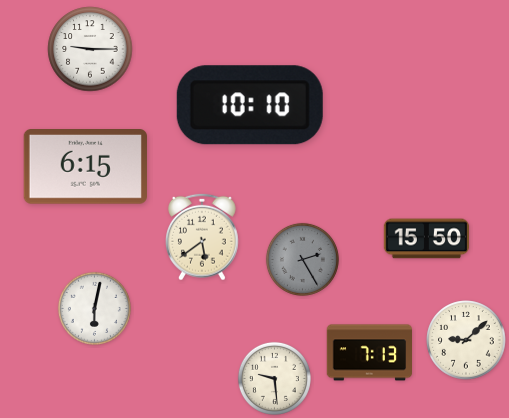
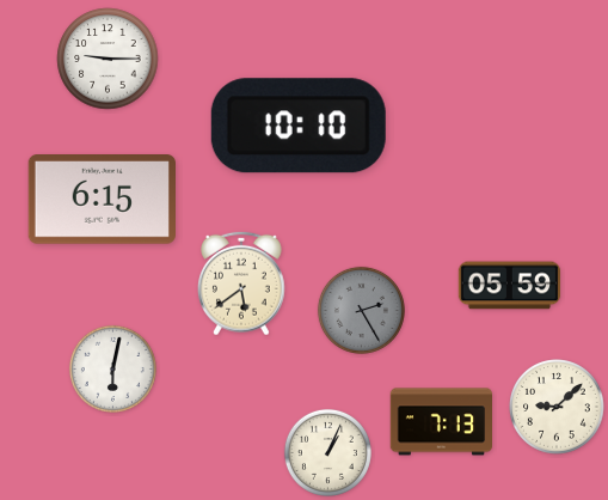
clock at (427, 239): 15:50 -> 05:59
clock at (274, 378): 9:29 -> 1:04
